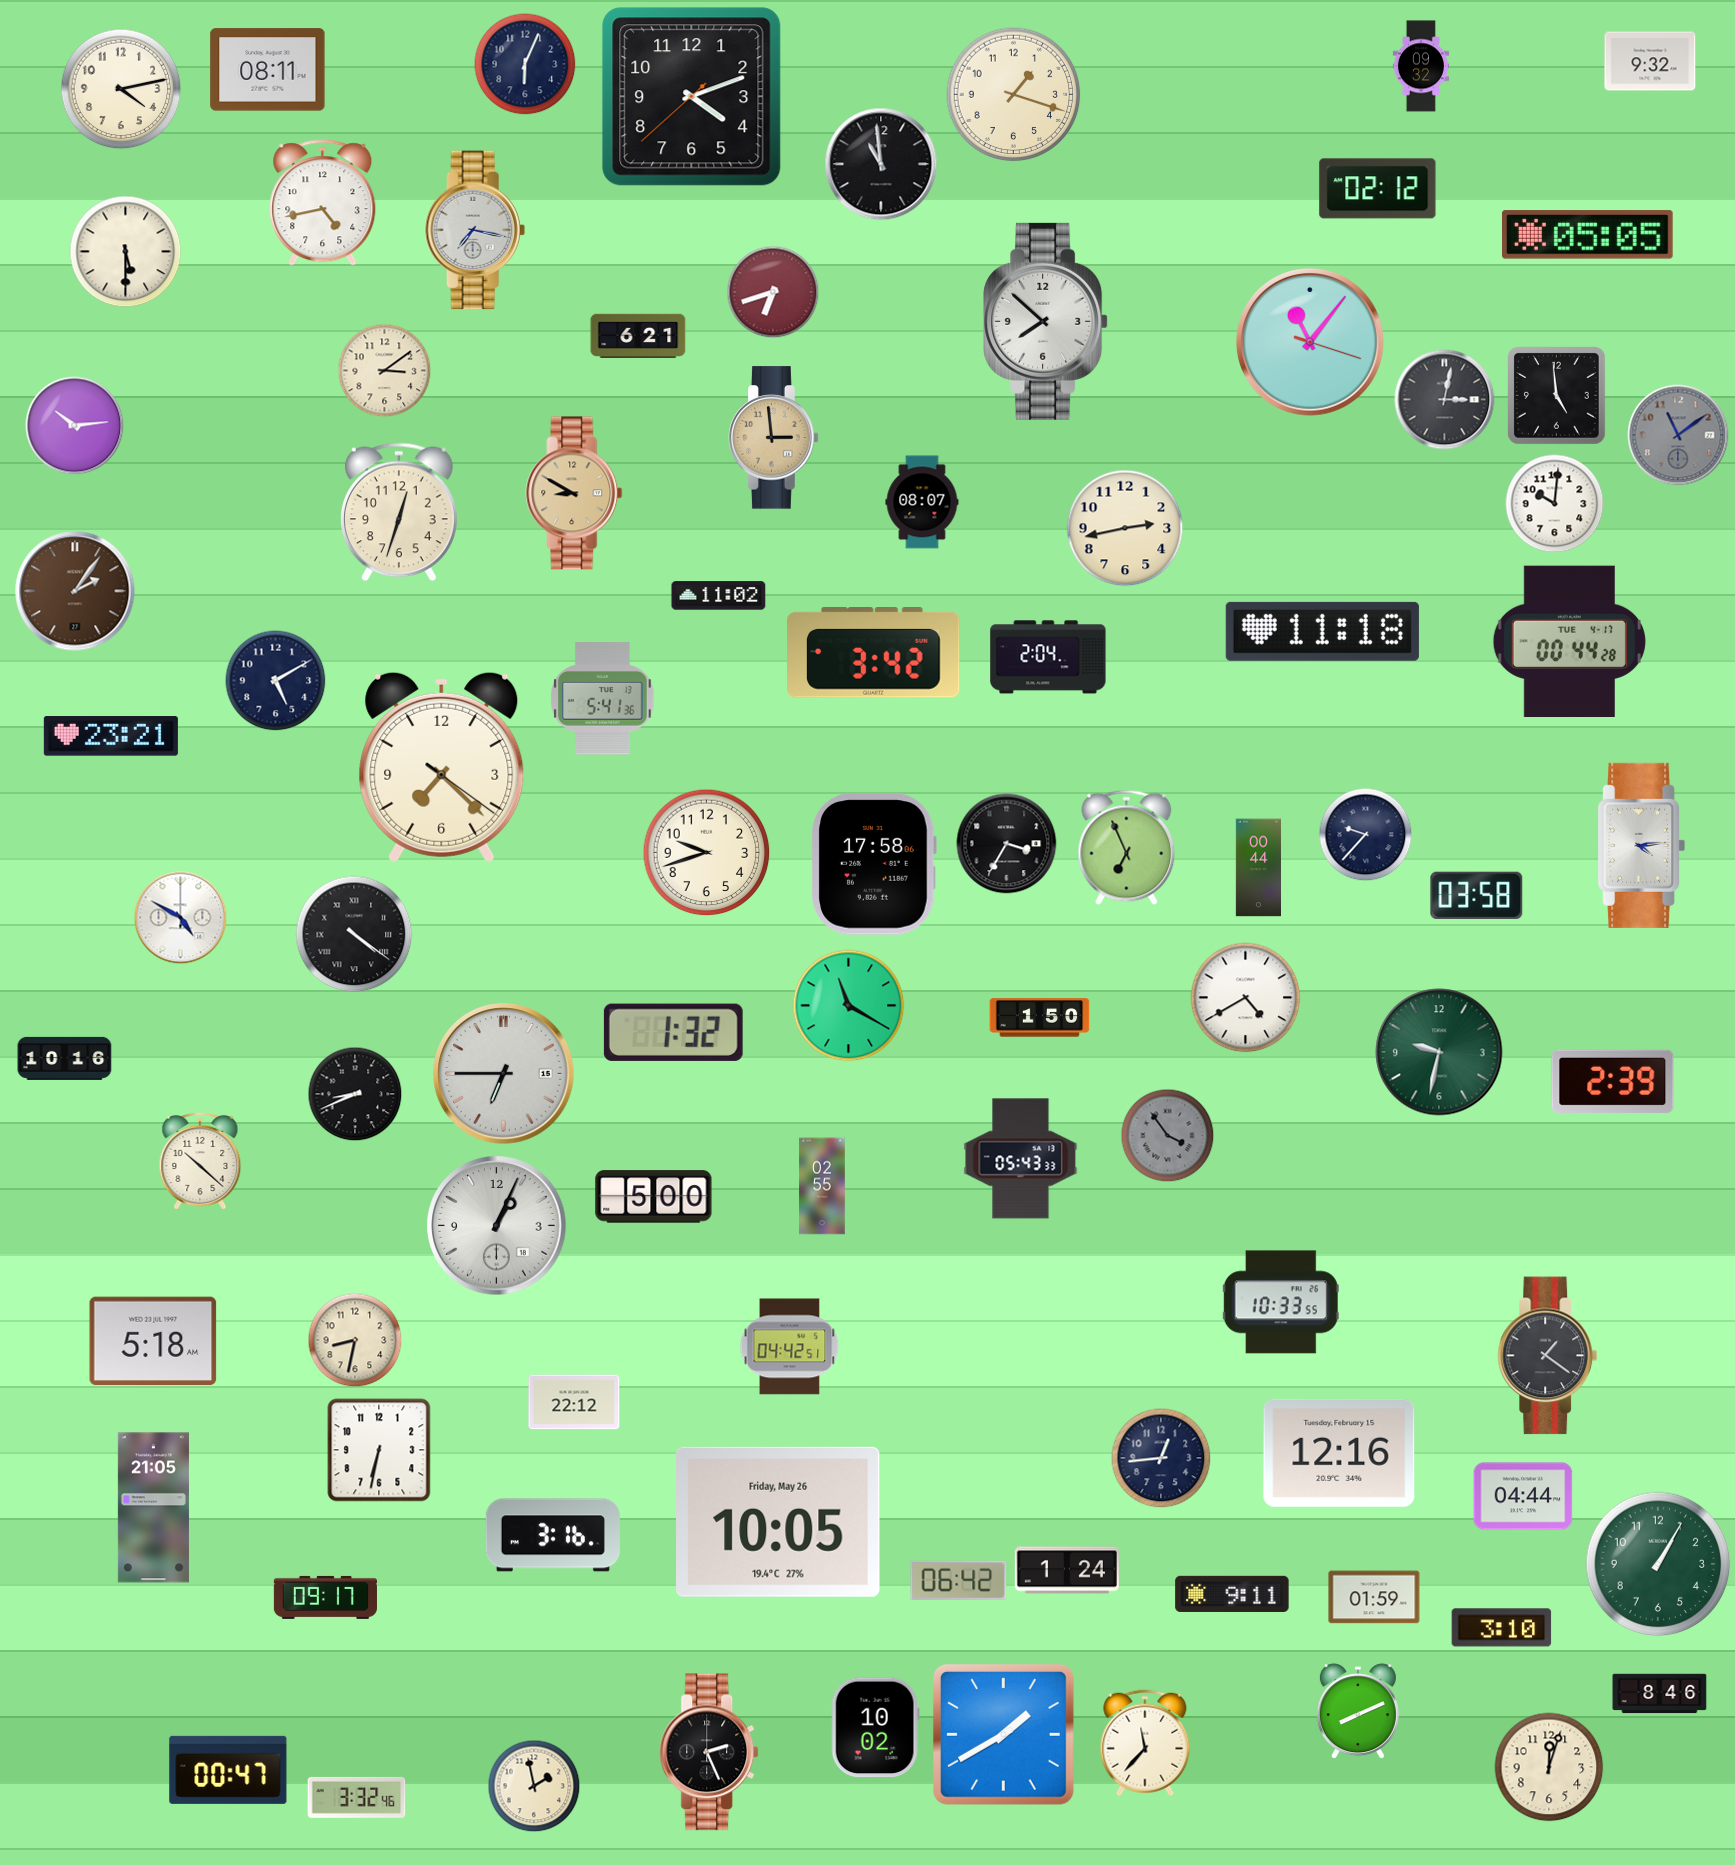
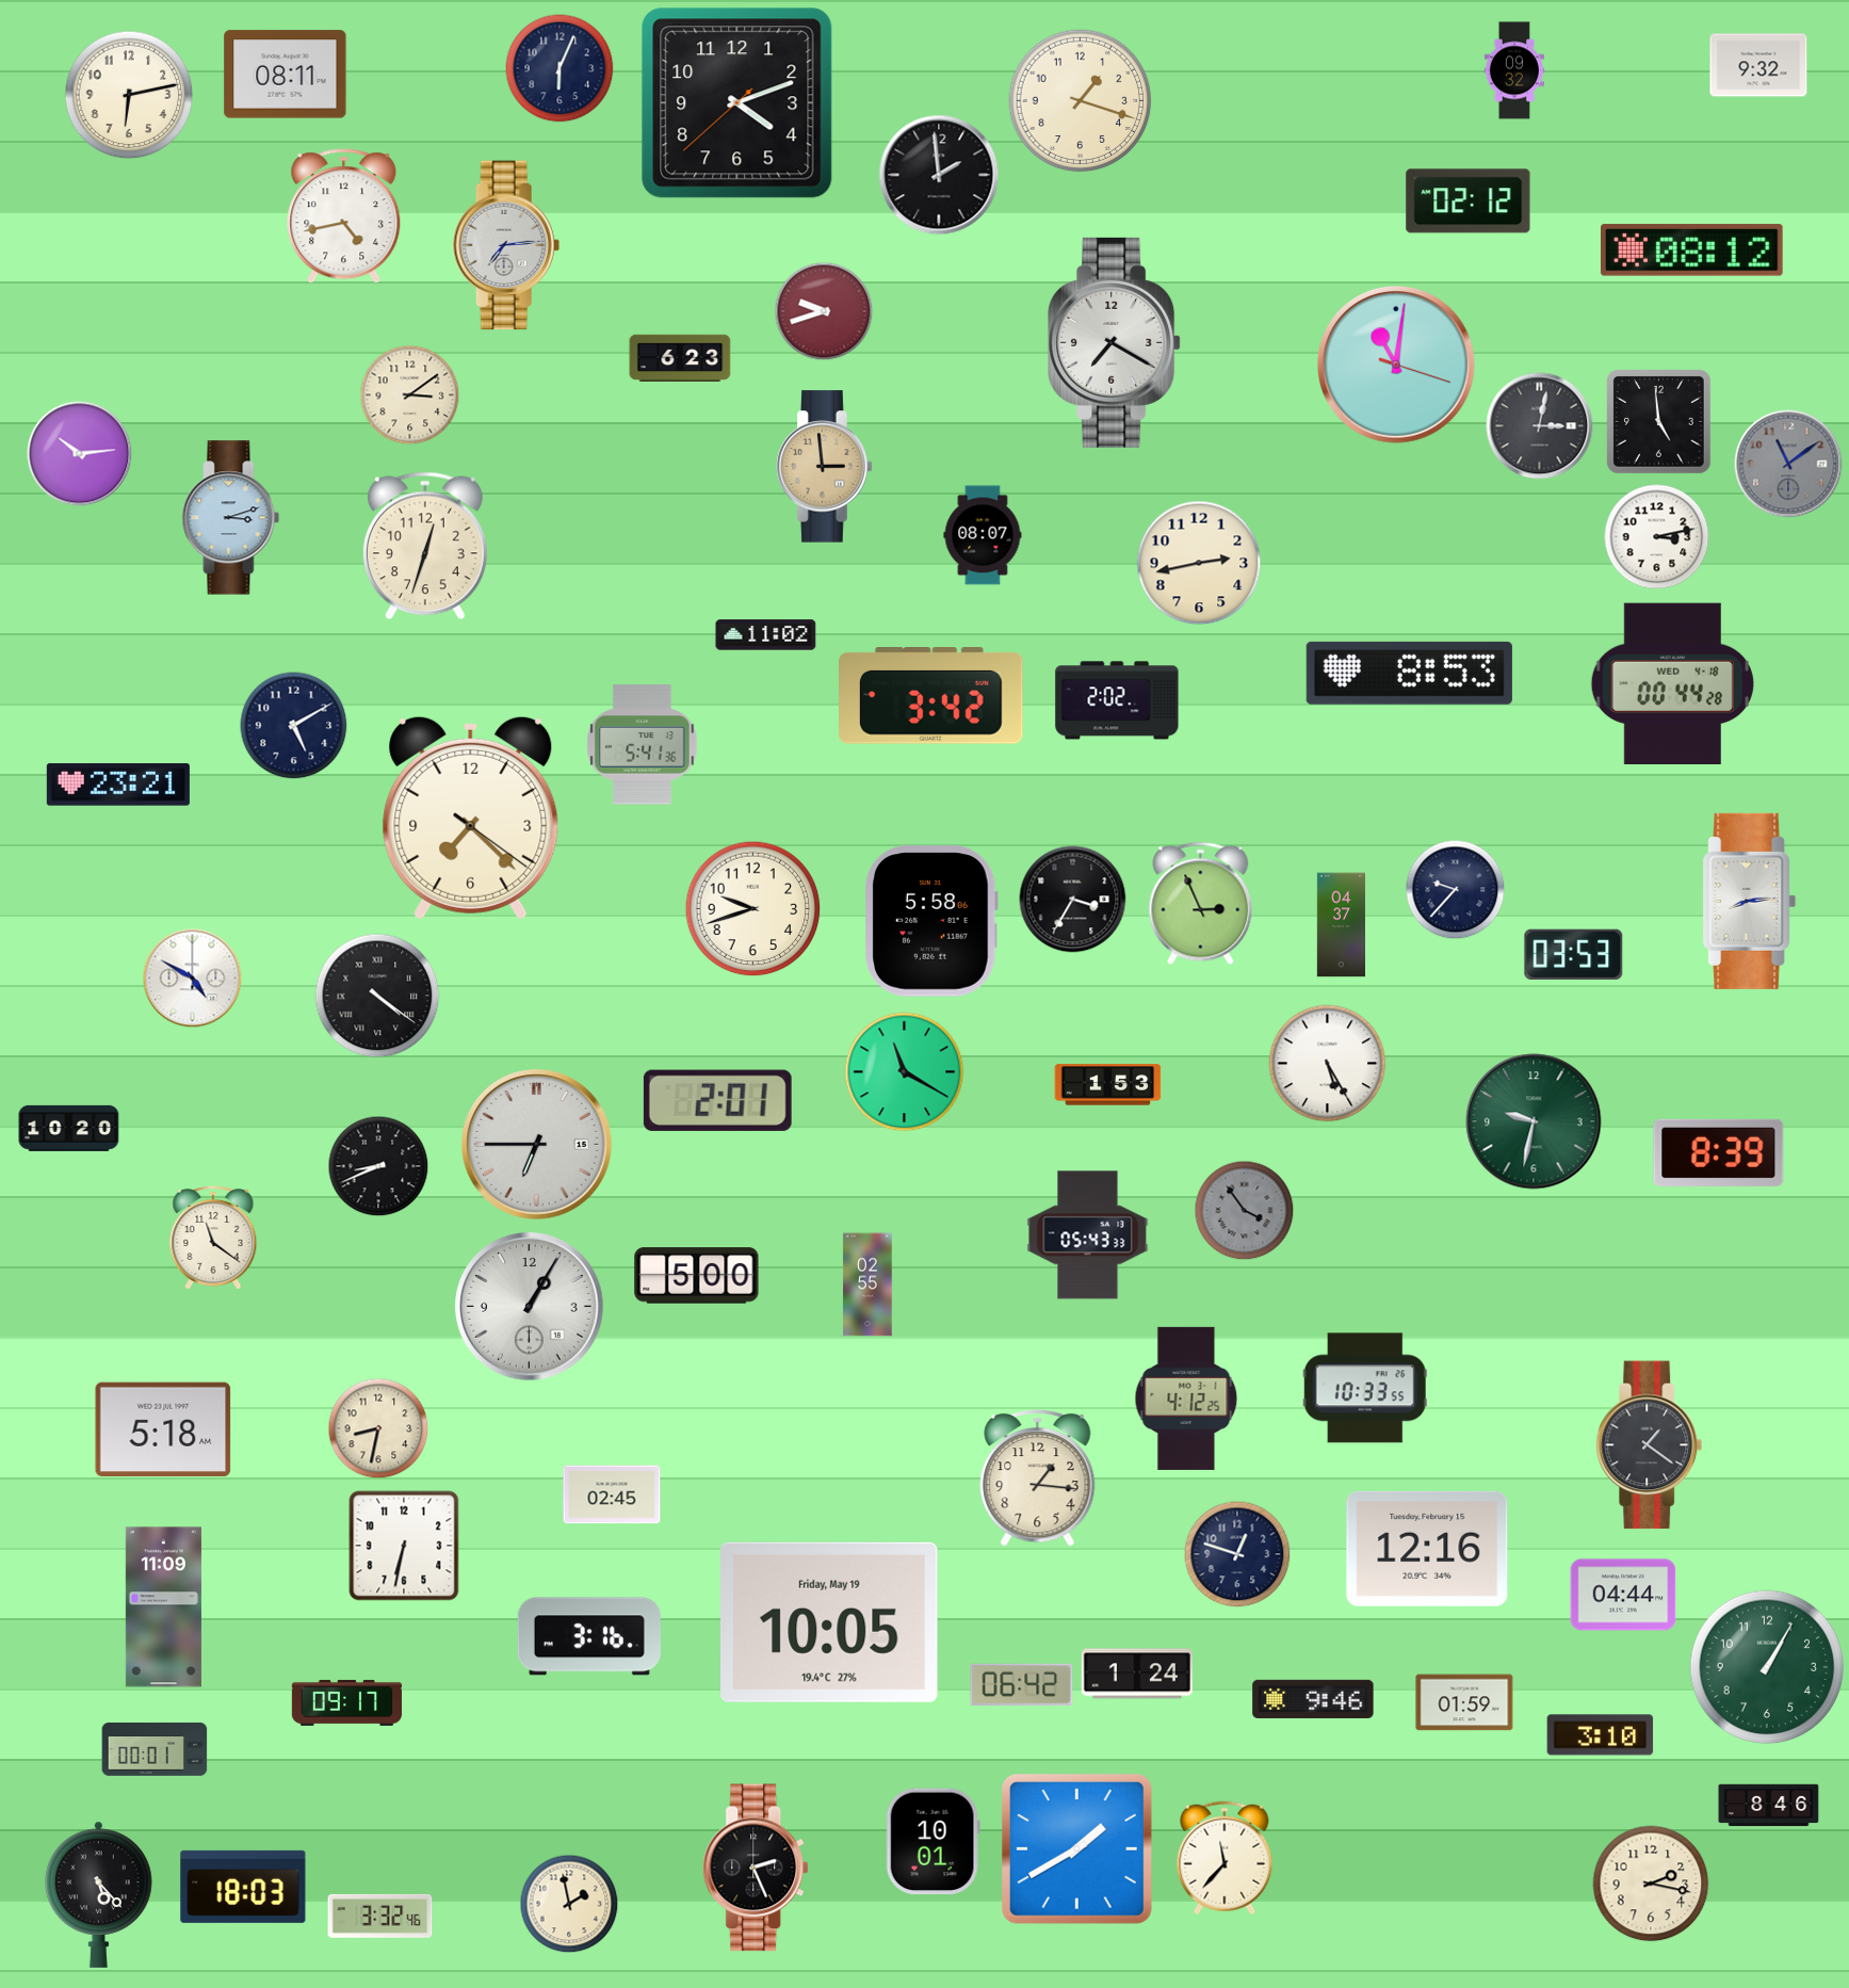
clock at (121, 89): 4:13 -> 6:13
clock at (881, 164): 10:59 -> 1:59
clock at (475, 230): 7:17 -> 7:14
clock at (1588, 235): 05:05 -> 08:12
clock at (126, 252): 5:30 -> none
clock at (773, 292): 6:42 -> 9:42
clock at (1046, 321): 7:52 -> 7:20
clock at (638, 335): 6:21 -> 6:23
clock at (1311, 343): 11:06 -> 11:01
clock at (231, 518): none -> 3:12
clock at (574, 493): 8:50 -> none
clock at (1555, 504): 10:01 -> 3:13
clock at (75, 591): 2:06 -> none
clock at (1322, 631): 11:18 -> 8:53
clock at (1569, 642) date: TUE 4-17 -> WED 4-18
clock at (1048, 657): 2:04 -> 2:02
clock at (1642, 845): 4:14 -> 8:14
clock at (1127, 848): 6:56 -> 2:56
clock at (874, 865): 17:58 -> 5:58
clock at (1258, 868): 00:44 -> 04:37
clock at (1477, 895): 03:58 -> 03:53
clock at (1246, 998): 4:40 -> 5:25
clock at (1040, 1018): 1:50 -> 1:53
clock at (673, 1032): 1:32 -> 2:01
clock at (65, 1058): 10:16 -> 10:20
clock at (1613, 1081): 2:39 -> 8:39
clock at (200, 1161): 10:22 -> 11:21
clock at (822, 1186) position: (822, 1186) -> (867, 1284)
clock at (497, 1226): 1:04 -> 1:05
clock at (1186, 1399): none -> 4:12
clock at (790, 1347): 04:42 -> none
clock at (1038, 1478): none -> 1:16
clock at (574, 1402): 22:12 -> 02:45
clock at (1161, 1458): 12:44 -> 12:48
clock at (153, 1508): 21:05 -> 11:09
clock at (779, 1522) date: Friday, May 26 -> Friday, May 19
clock at (1232, 1594): 9:11 -> 9:46
clock at (155, 1749): none -> 00:01
clock at (1358, 1712): 8:11 -> none
clock at (875, 1728): 10:02 -> 10:01
clock at (1004, 1735) position: (1004, 1735) -> (1077, 1849)
clock at (1145, 1743) position: (1145, 1743) -> (1224, 1858)
clock at (1549, 1767): 12:03 -> 2:17
clock at (228, 1770): 00:47 -> 18:03
clock at (99, 1894): none -> 5:23
